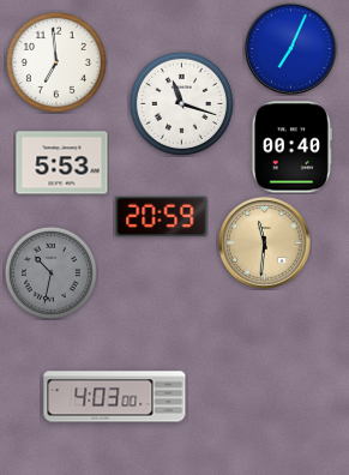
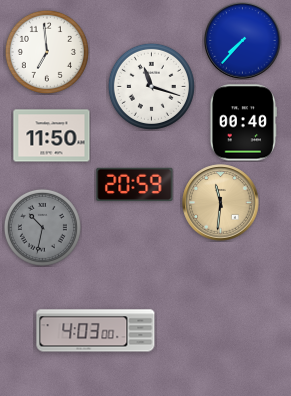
clock at (291, 49): 7:04 -> 7:37
clock at (62, 163): 5:53 -> 11:50
clock at (162, 217) position: (162, 217) -> (135, 185)
